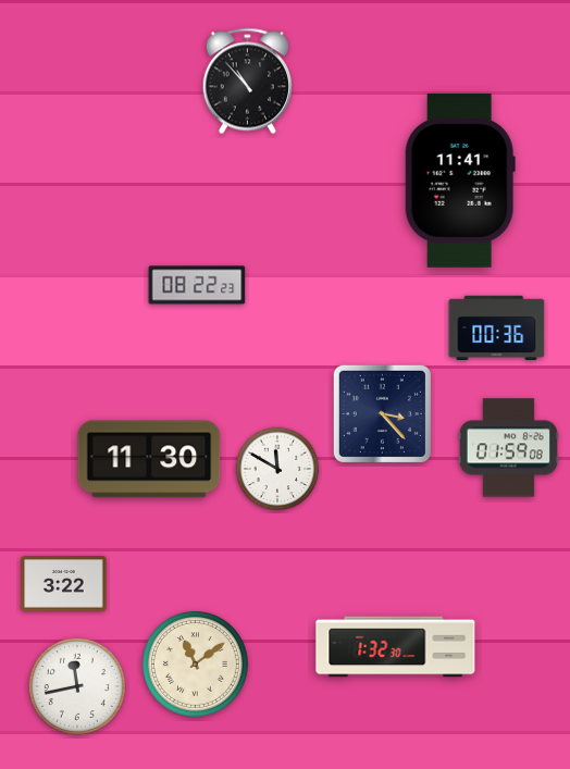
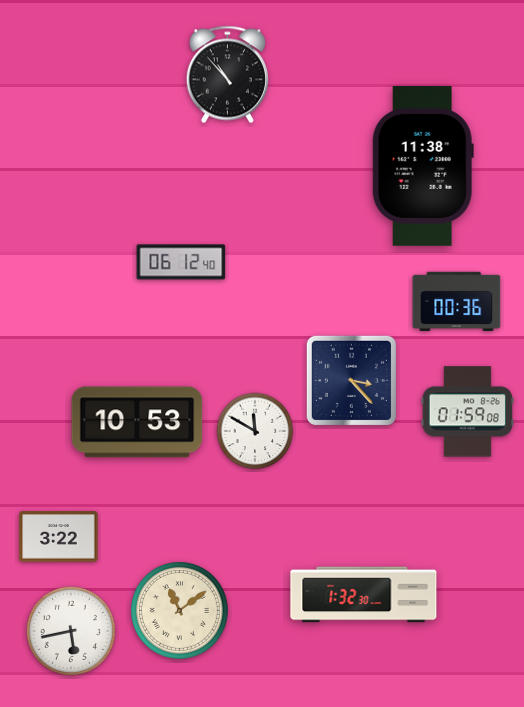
clock at (460, 181): 11:41 -> 11:38
clock at (197, 285): 08:22 -> 06:12
clock at (149, 459): 11:30 -> 10:53
clock at (77, 686): 11:43 -> 5:43
